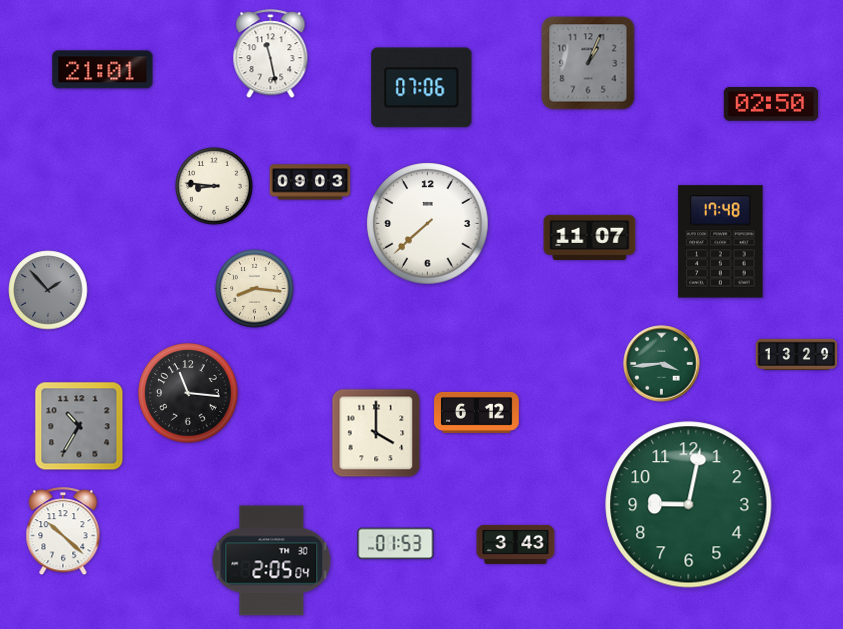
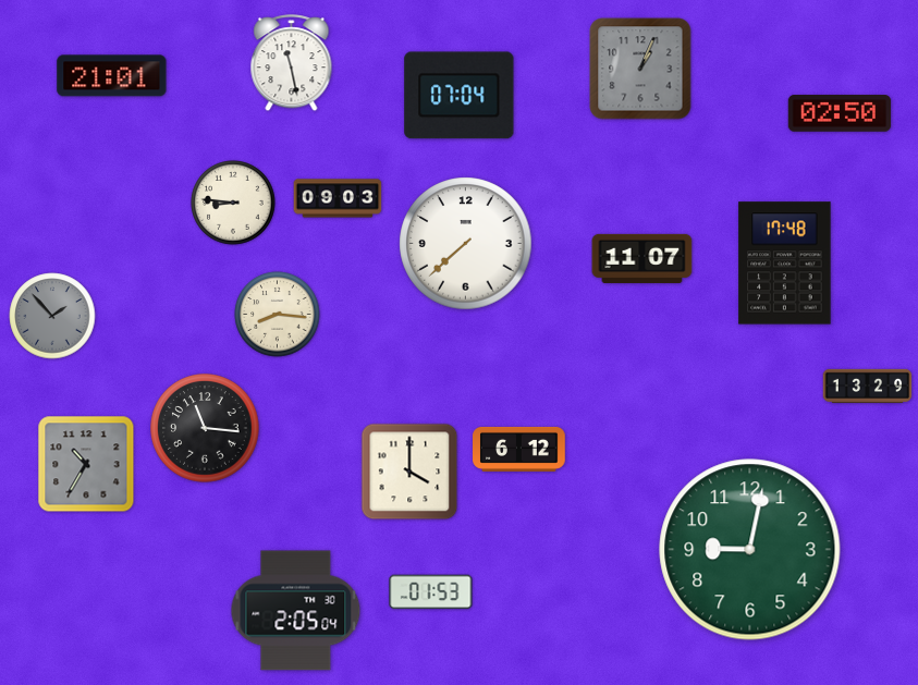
clock at (271, 54) position: (271, 54) -> (292, 63)
clock at (422, 88): 07:06 -> 07:04
clock at (662, 364): 3:44 -> none
clock at (63, 532): 10:22 -> none
clock at (516, 544): 3:43 -> none
